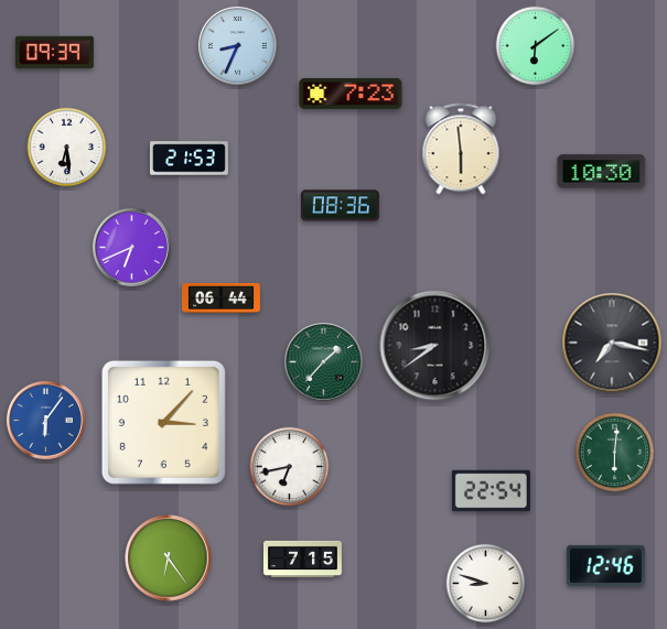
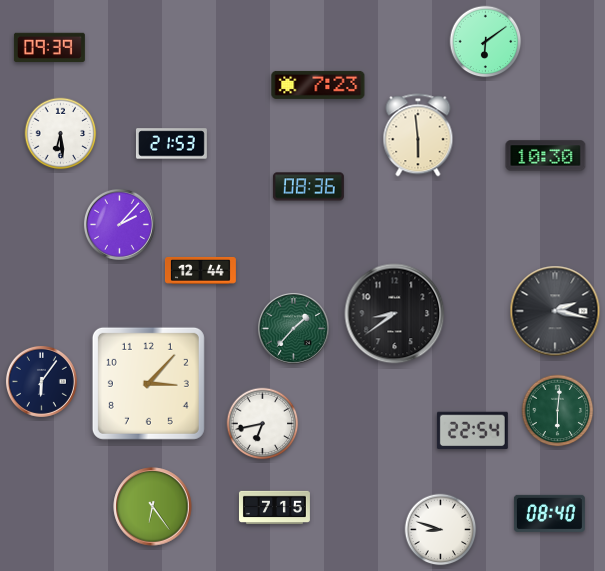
clock at (237, 45): 8:34 -> none
clock at (131, 247): 6:41 -> 2:07
clock at (220, 297): 06:44 -> 12:44
clock at (612, 343): 7:17 -> 2:17
clock at (45, 420) dial: blue -> navy
clock at (491, 491) position: (491, 491) -> (472, 431)
clock at (605, 565): 12:46 -> 08:40
